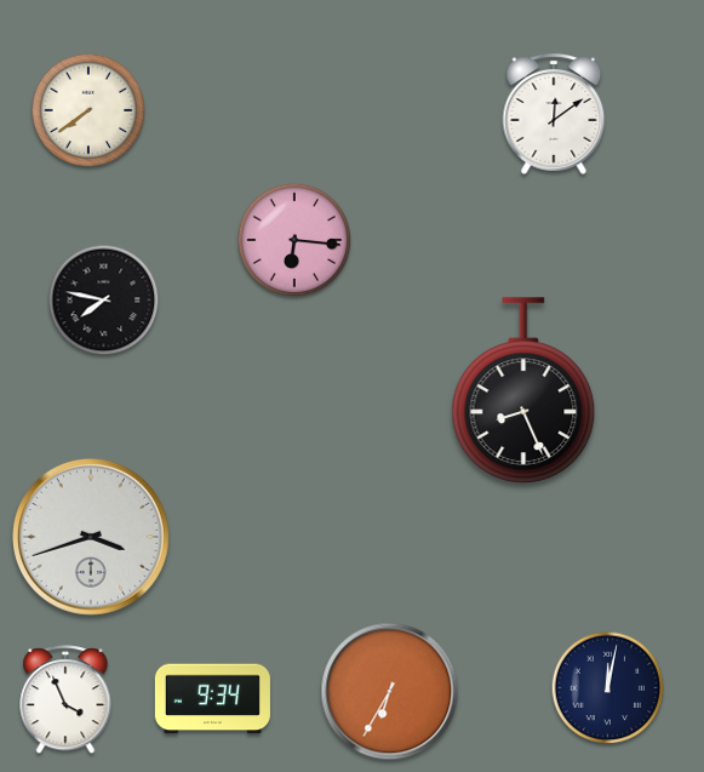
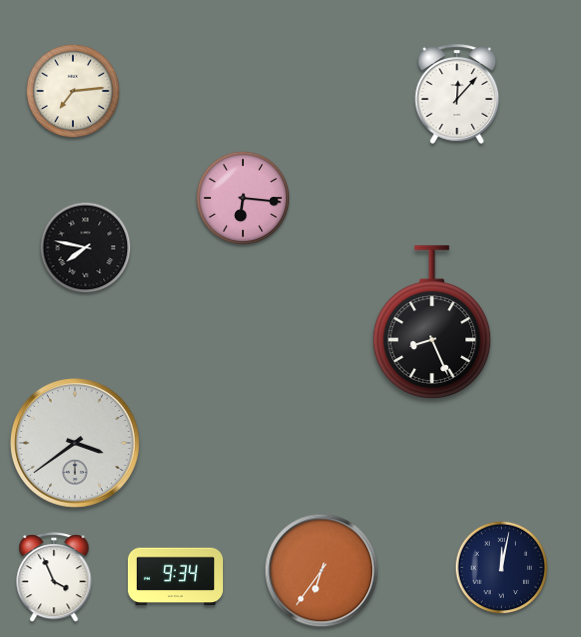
clock at (88, 110): 7:39 -> 7:14
clock at (554, 114): 12:09 -> 12:07
clock at (91, 537): 3:42 -> 3:39
clock at (390, 692): 6:35 -> 6:36
